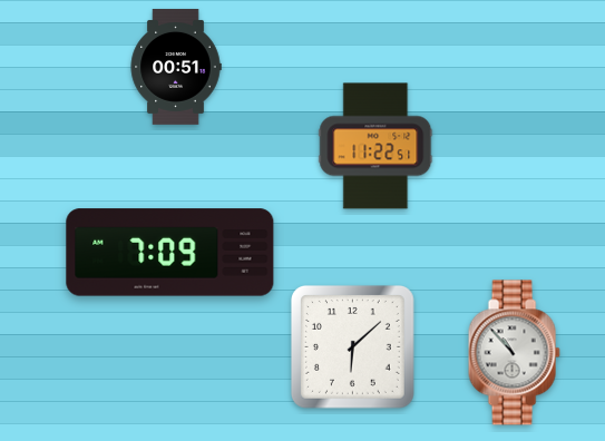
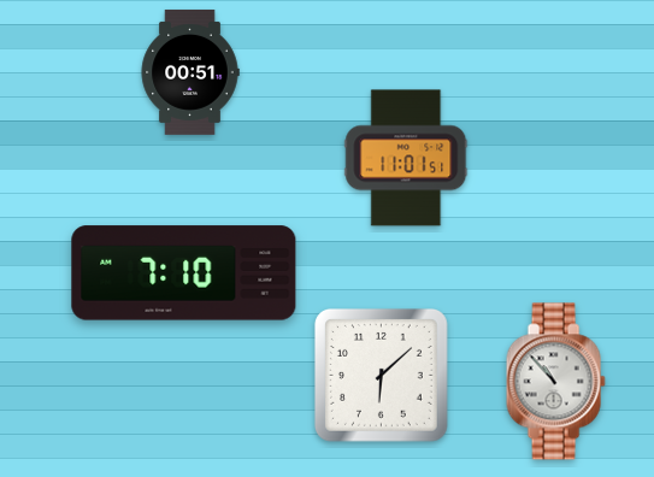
clock at (375, 146): 11:22 -> 11:01
clock at (170, 253): 7:09 -> 7:10
